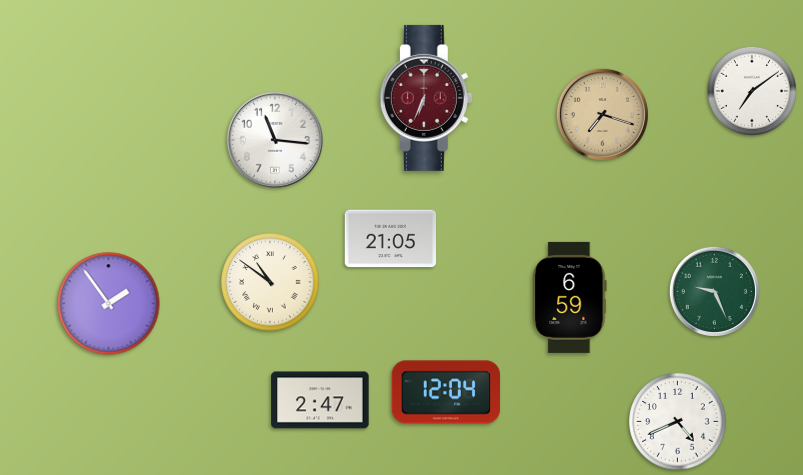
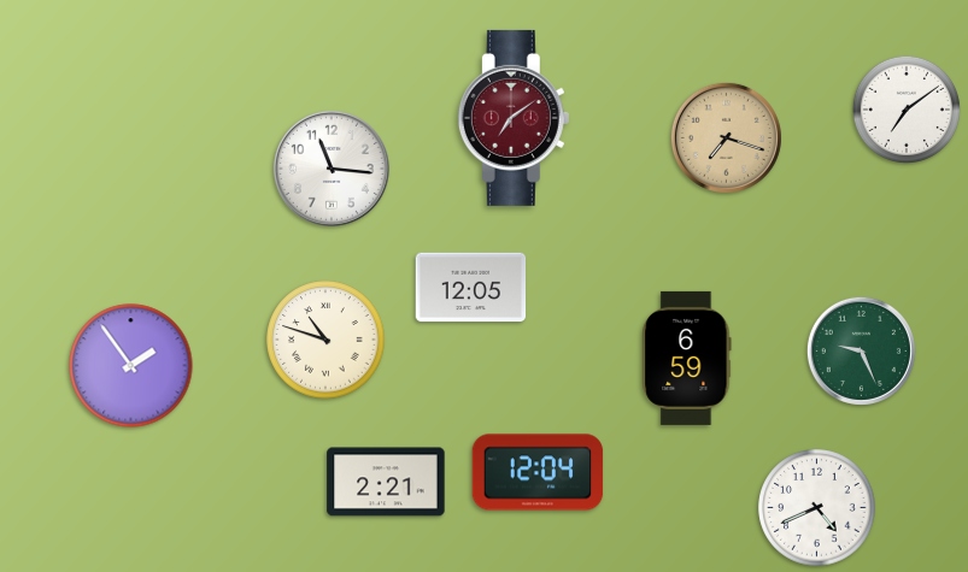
clock at (426, 98): 6:34 -> 7:09
clock at (391, 239): 21:05 -> 12:05
clock at (270, 282): 10:51 -> 10:48
clock at (320, 400): 2:47 -> 2:21
